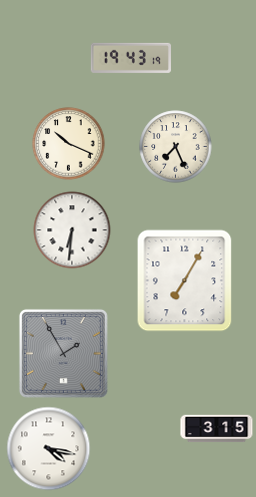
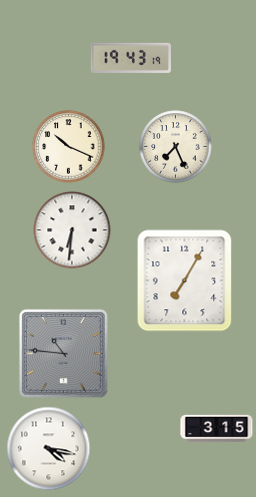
clock at (69, 144) position: (69, 144) -> (69, 147)
clock at (63, 353): 1:55 -> 10:46
